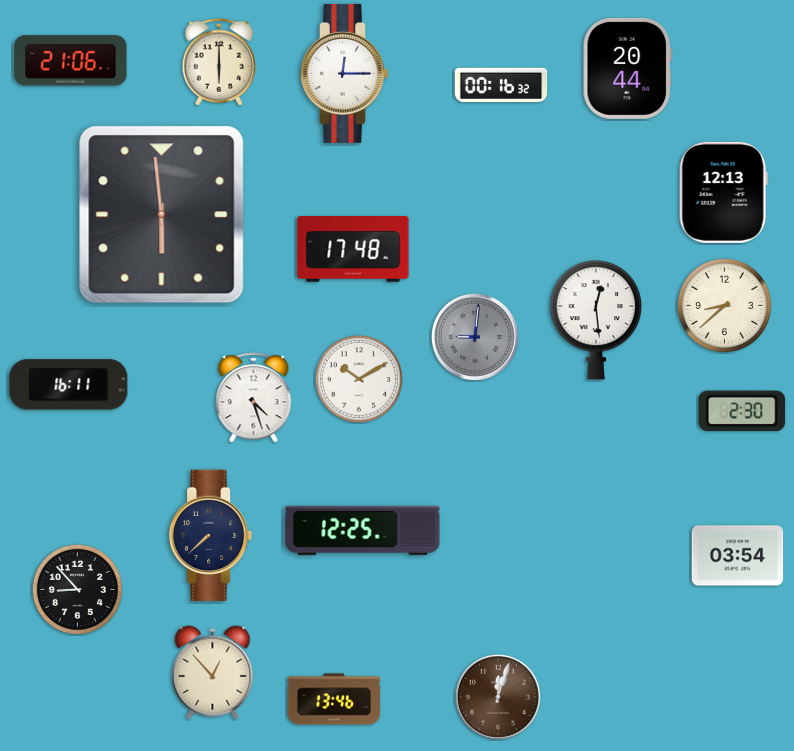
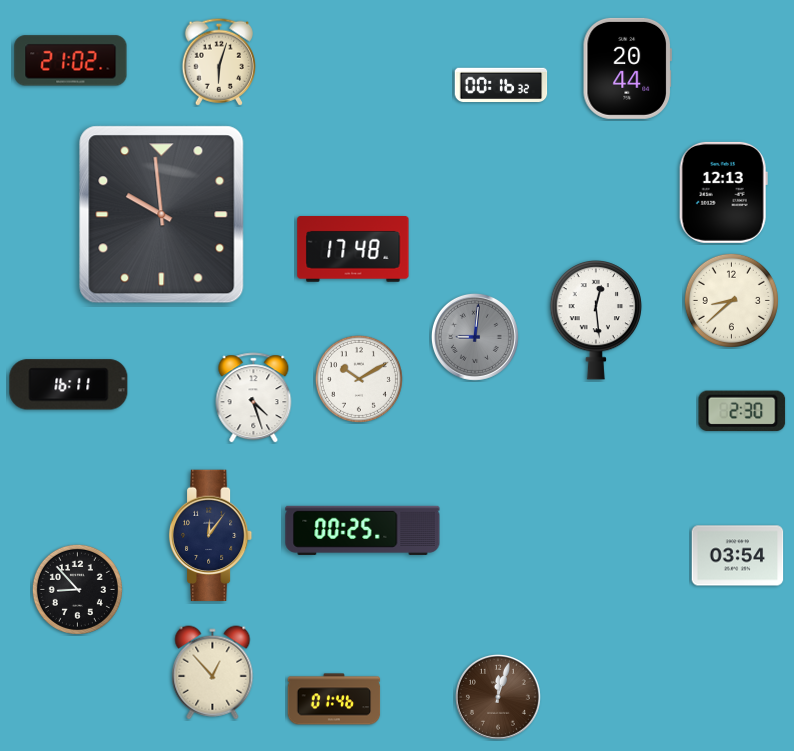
clock at (71, 61): 21:06 -> 21:02
clock at (218, 62): 6:00 -> 6:03
clock at (344, 73): 12:15 -> none
clock at (162, 215): 5:59 -> 9:59
clock at (724, 305) position: (724, 305) -> (731, 300)
clock at (363, 530): 12:25 -> 00:25
clock at (211, 536): 7:38 -> 12:06
clock at (334, 699): 13:46 -> 01:46
